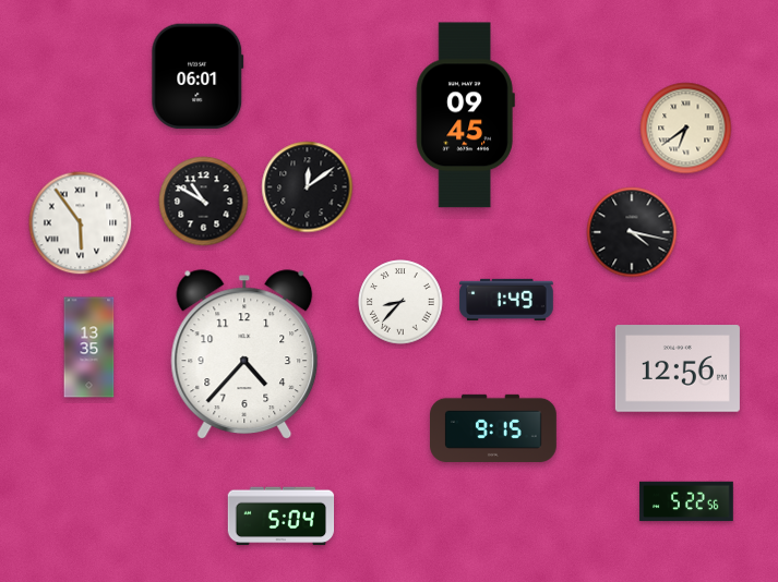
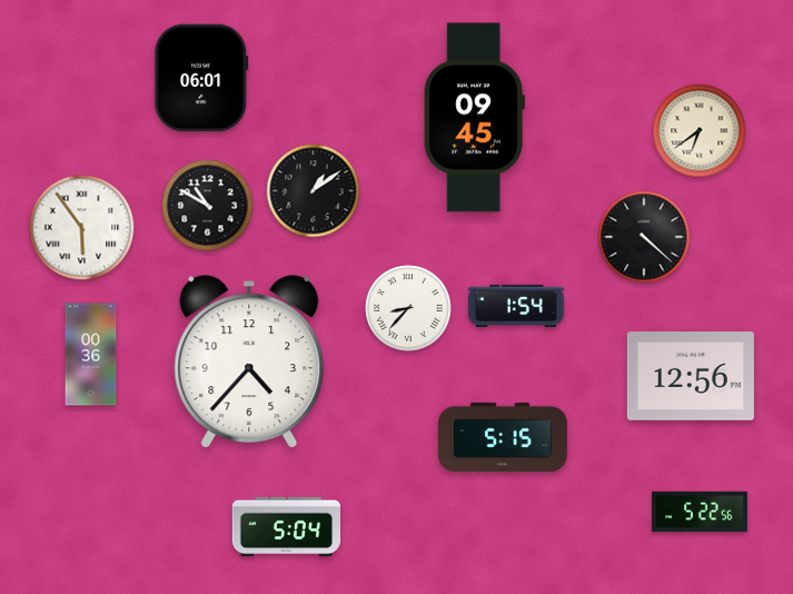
clock at (308, 187): 12:09 -> 1:09
clock at (632, 232): 4:17 -> 4:22
clock at (506, 299): 1:49 -> 1:54
clock at (89, 348): 13:35 -> 00:36
clock at (494, 428): 9:15 -> 5:15
